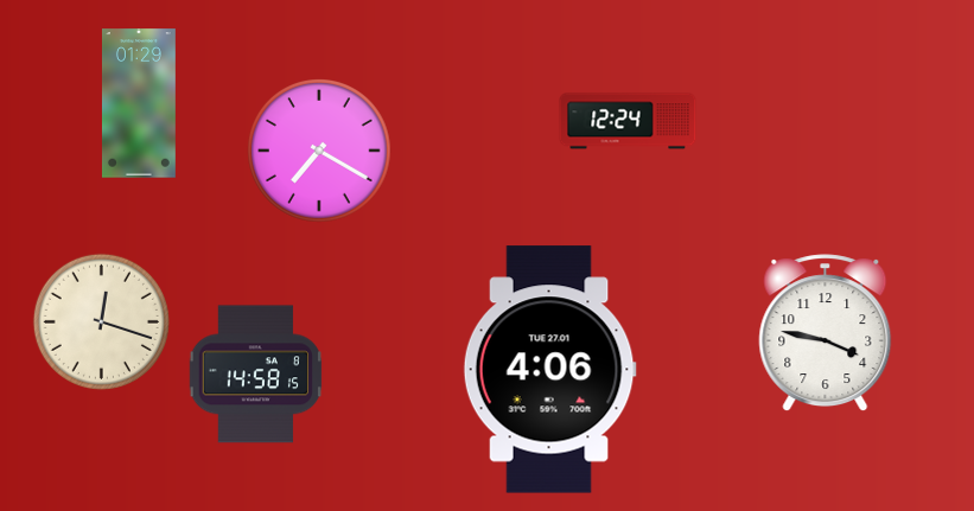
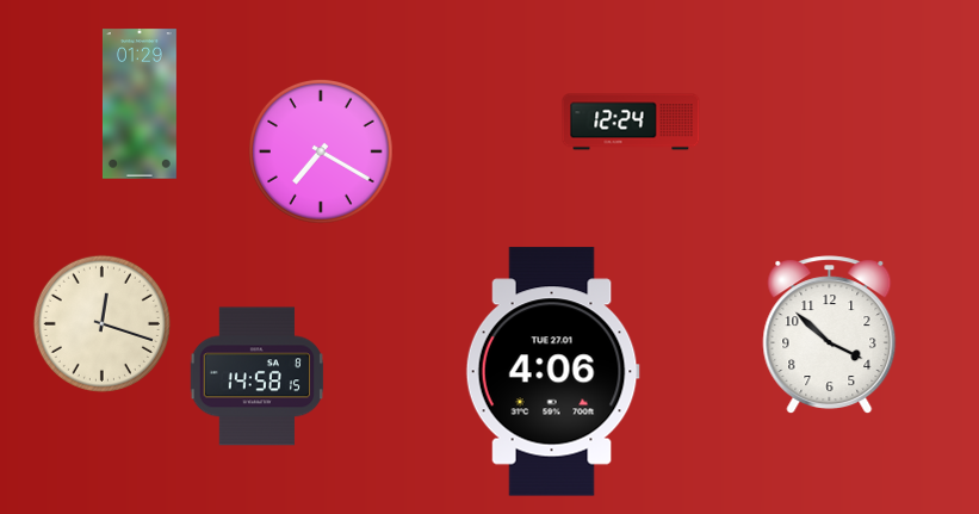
clock at (826, 333): 3:47 -> 3:52
